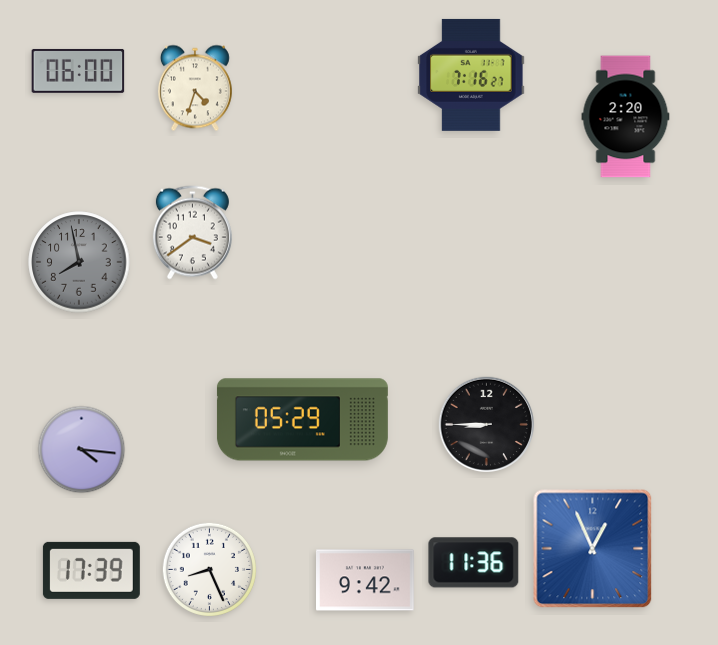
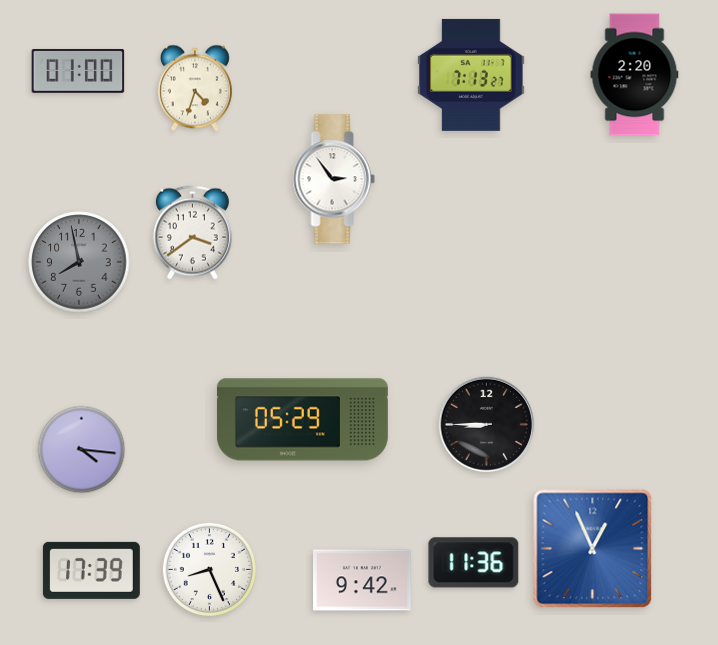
clock at (78, 71): 06:00 -> 01:00
clock at (471, 75): 7:16 -> 7:13
clock at (626, 117) position: (626, 117) -> (635, 75)
clock at (334, 179): none -> 2:54
clock at (366, 580) position: (366, 580) -> (363, 580)
